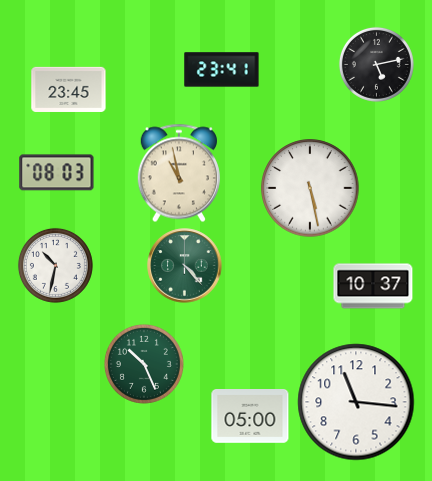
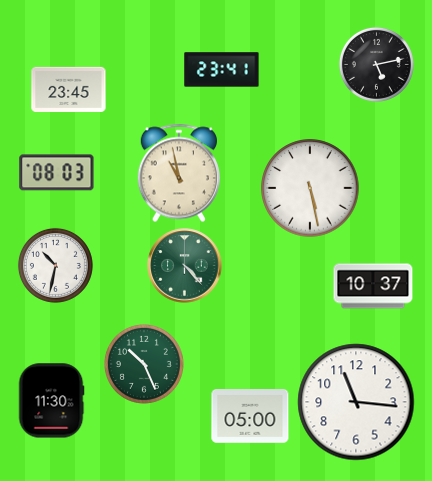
clock at (51, 401): none -> 11:30
